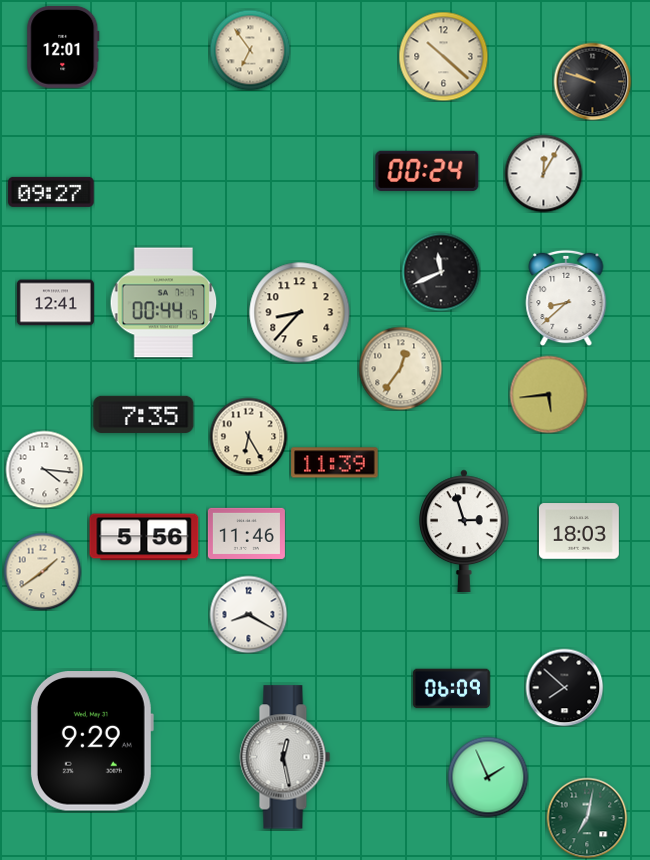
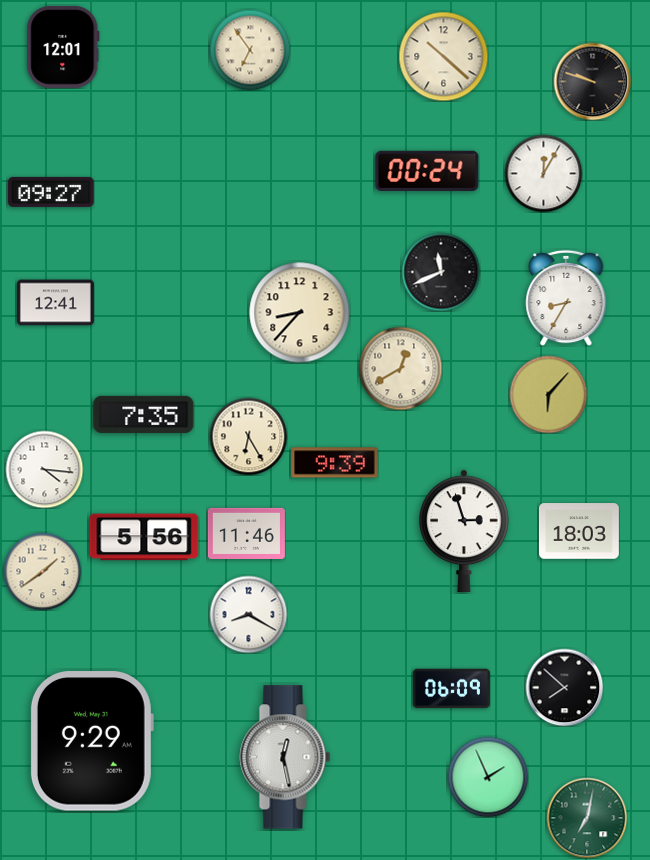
clock at (566, 298): 8:38 -> 8:35
clock at (164, 303): 00:44 -> none
clock at (400, 368): 12:36 -> 12:40
clock at (548, 394): 5:44 -> 6:07
clock at (335, 463): 11:39 -> 9:39
